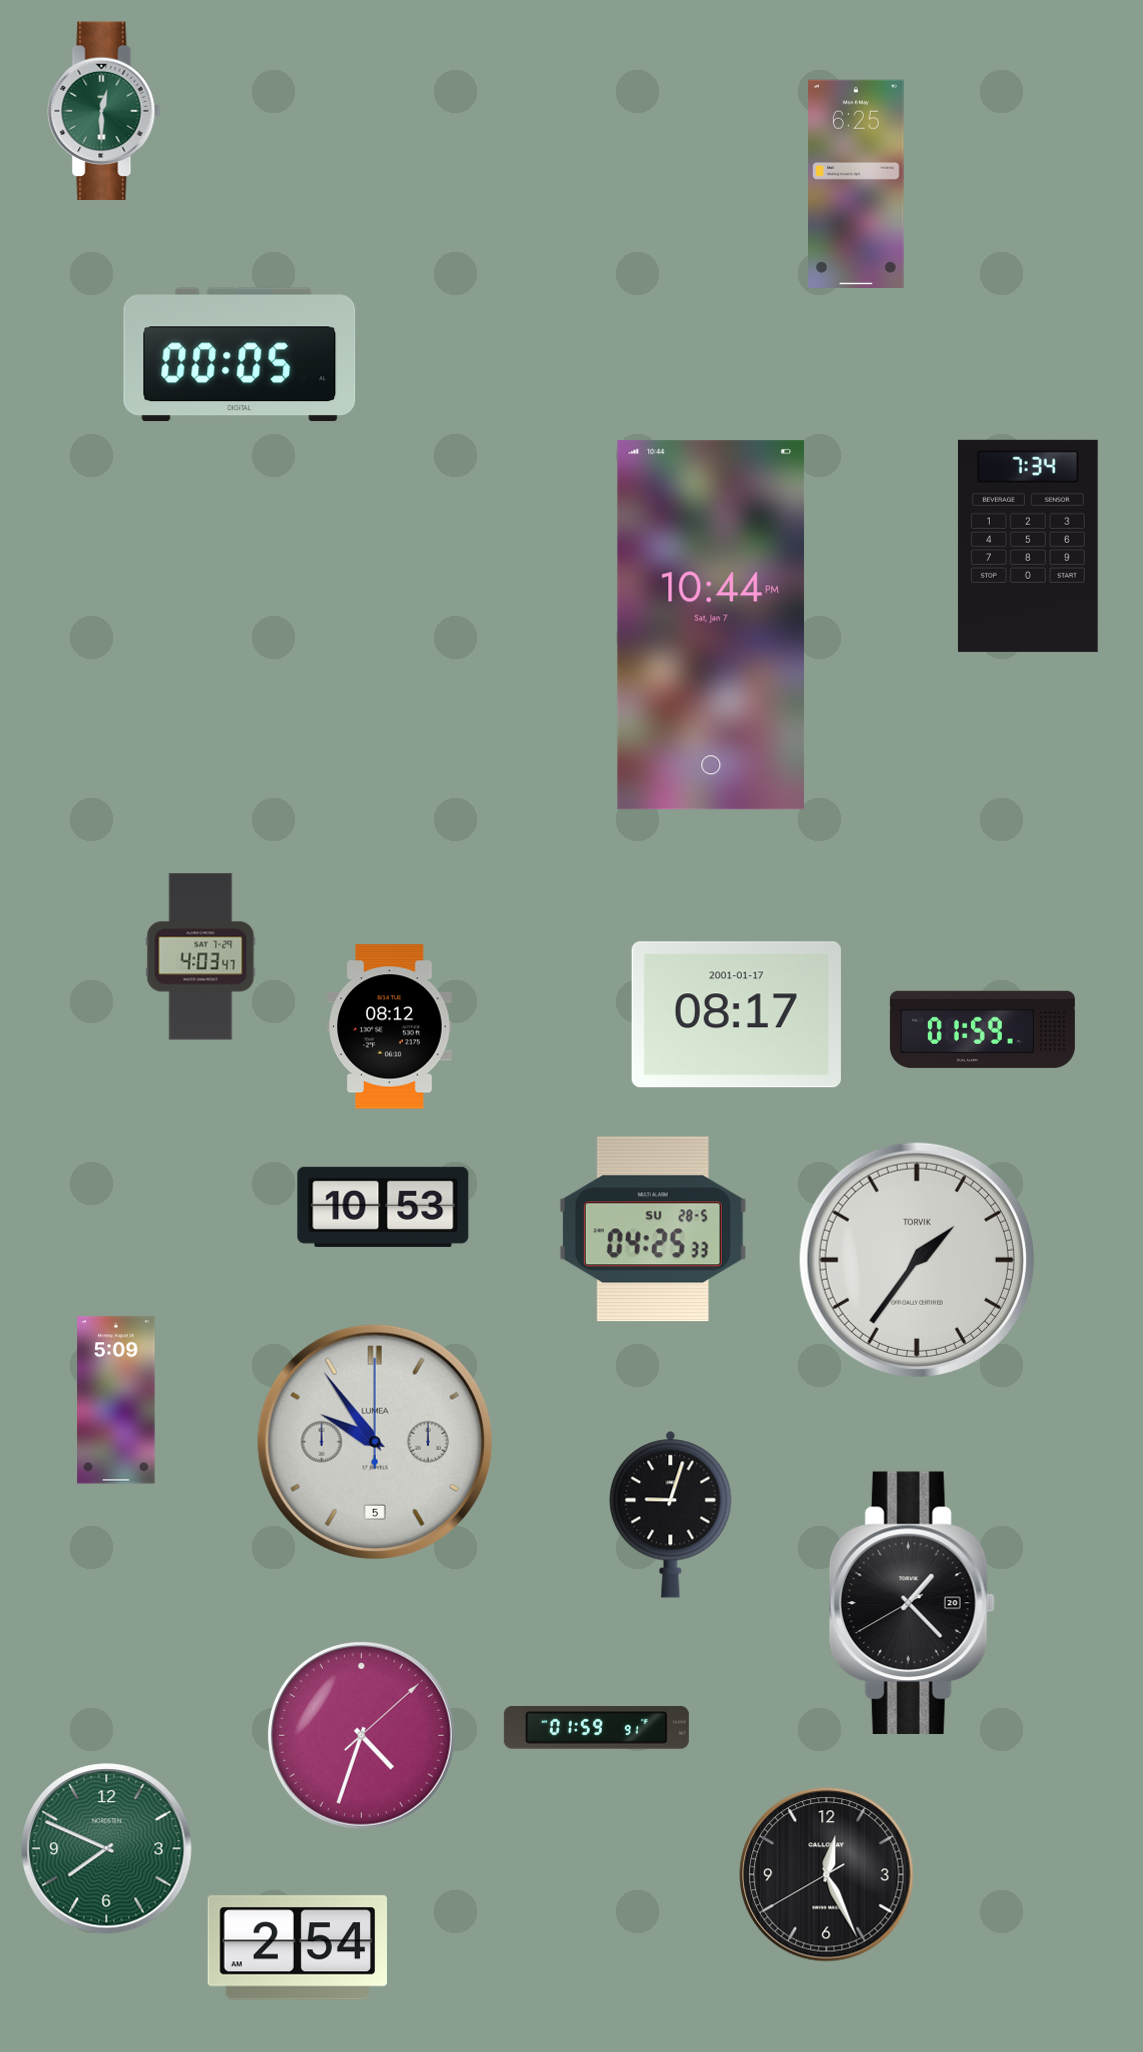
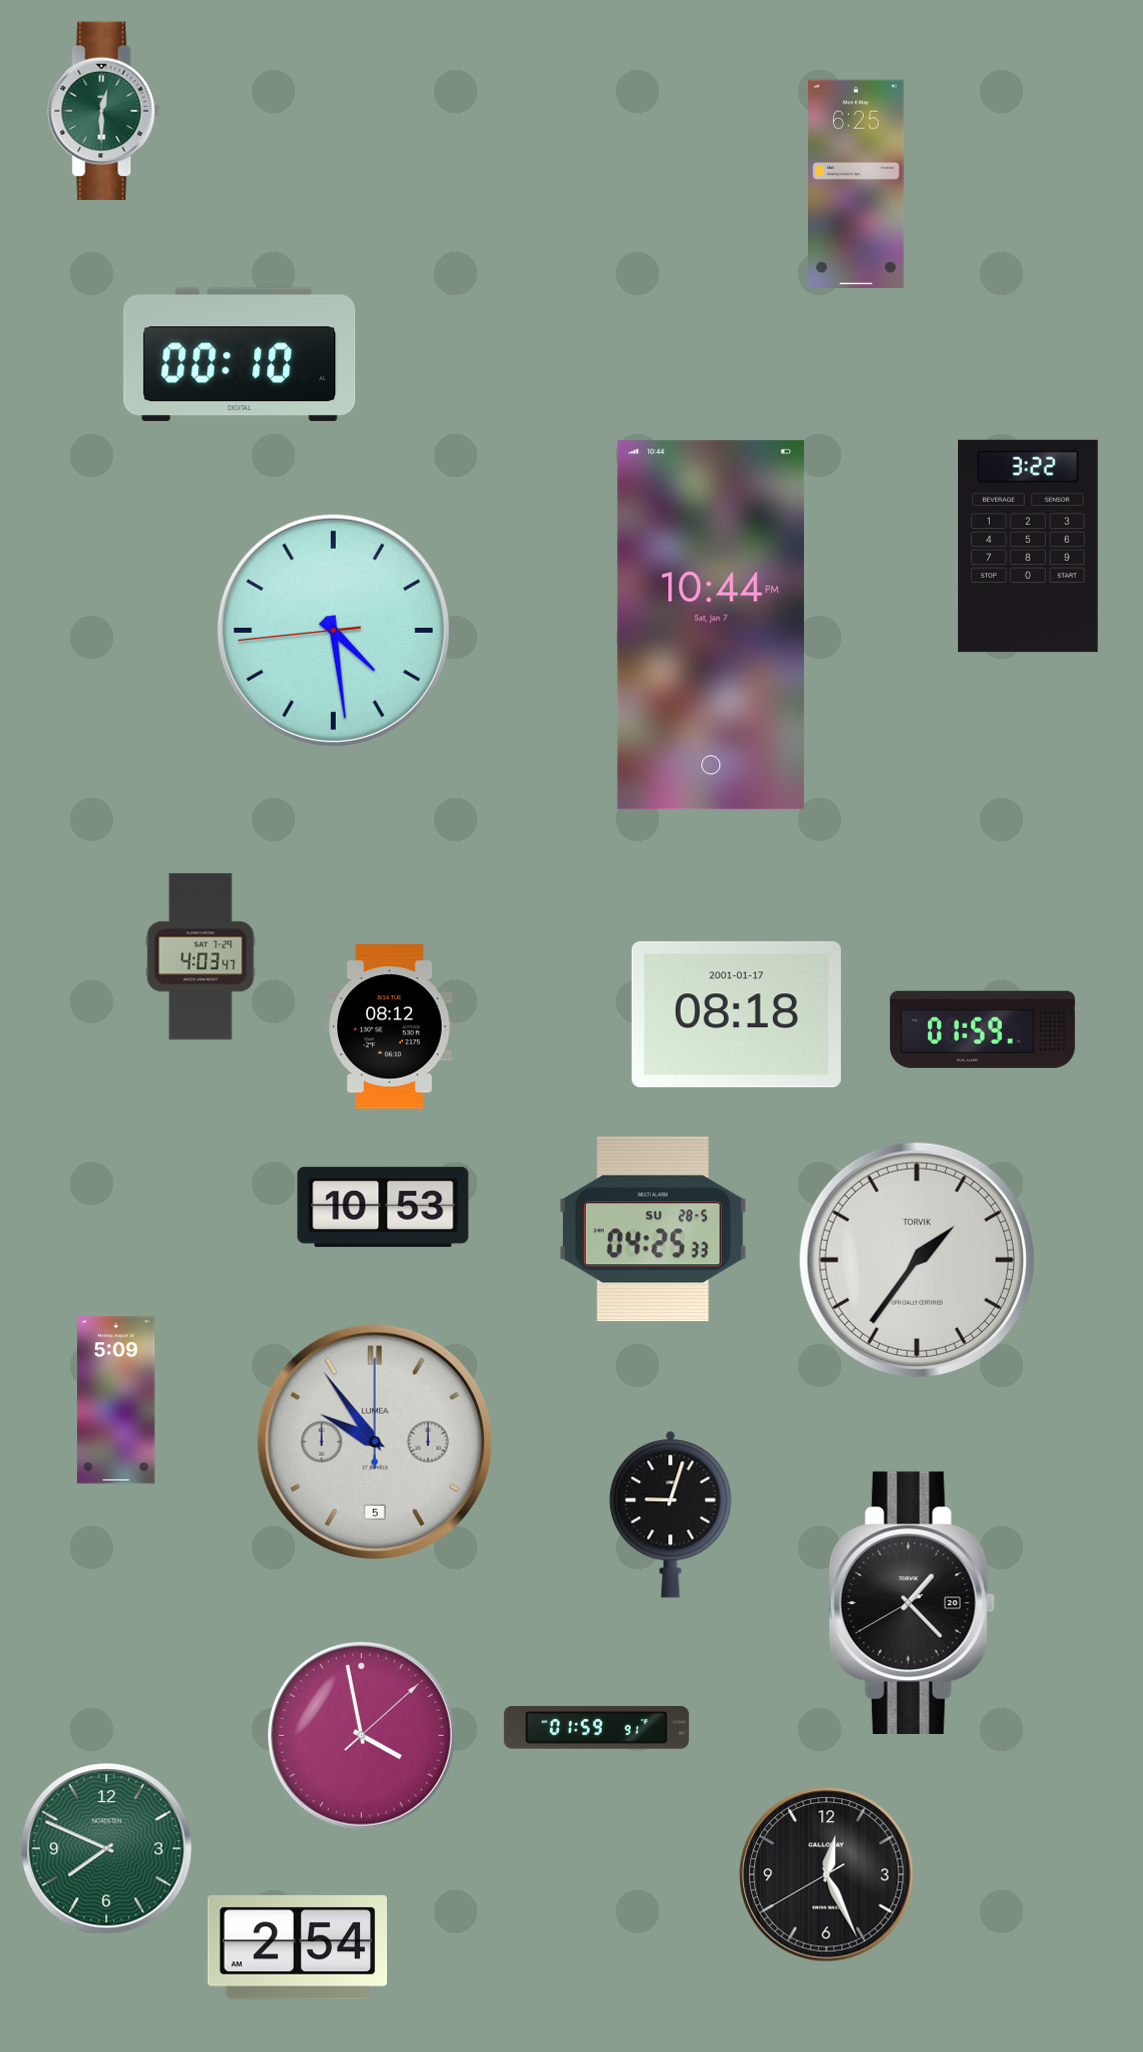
clock at (240, 355): 00:05 -> 00:10
clock at (1028, 546): 7:34 -> 3:22
clock at (333, 630): none -> 4:28
clock at (736, 1015): 08:17 -> 08:18
clock at (361, 1735): 4:33 -> 3:58
